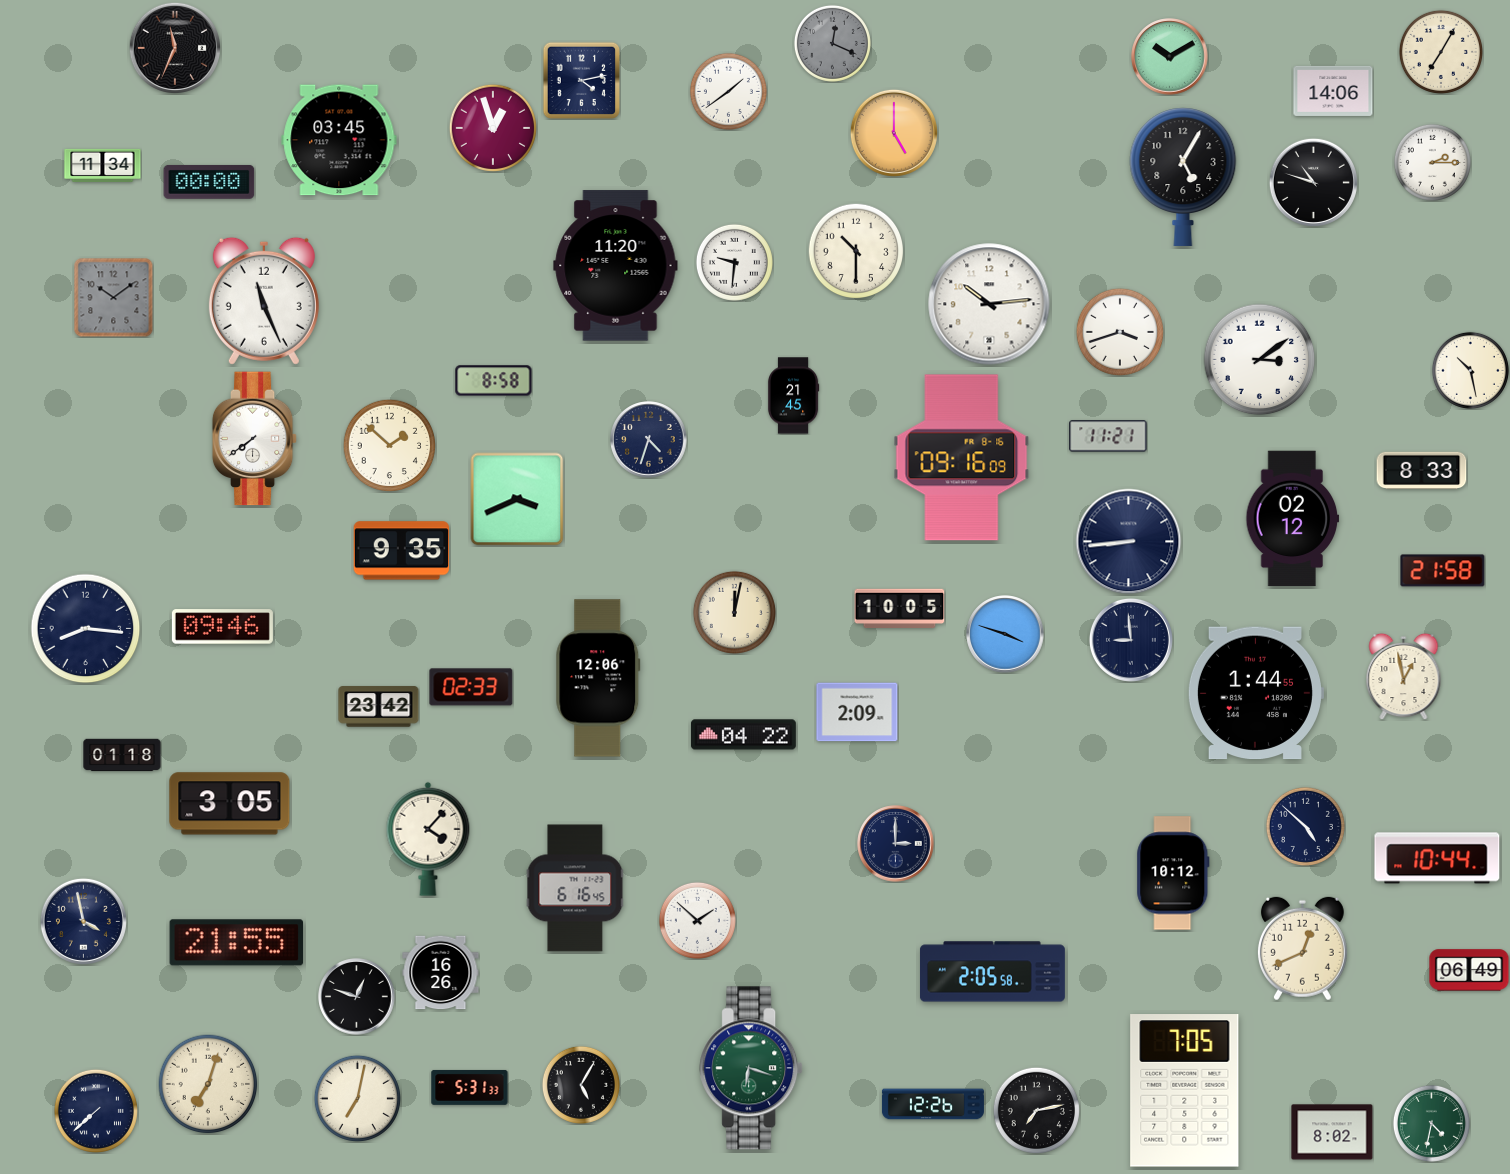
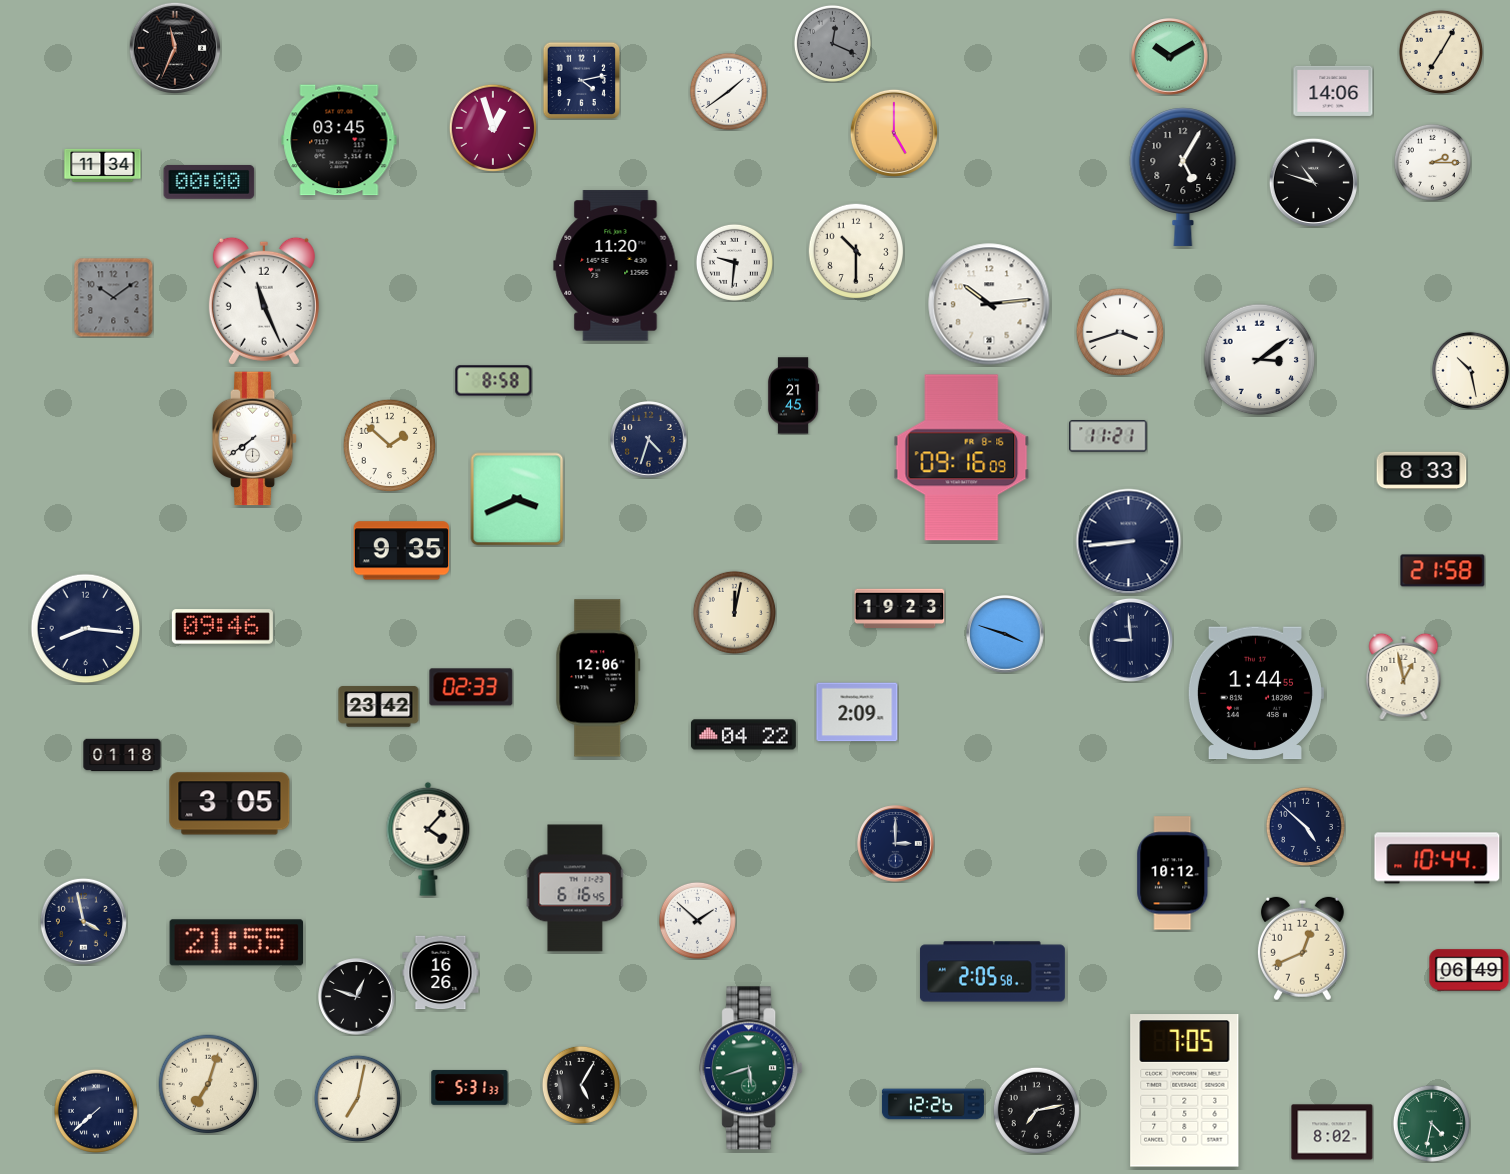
clock at (1293, 519): 02:12 -> none
clock at (900, 609): 10:05 -> 19:23
clock at (751, 1068): 6:18 -> 5:42
